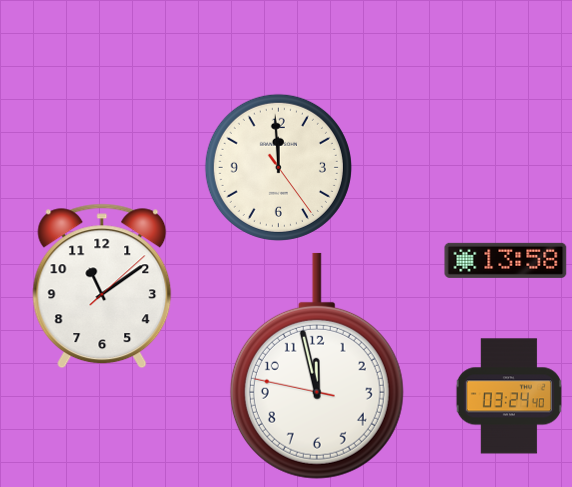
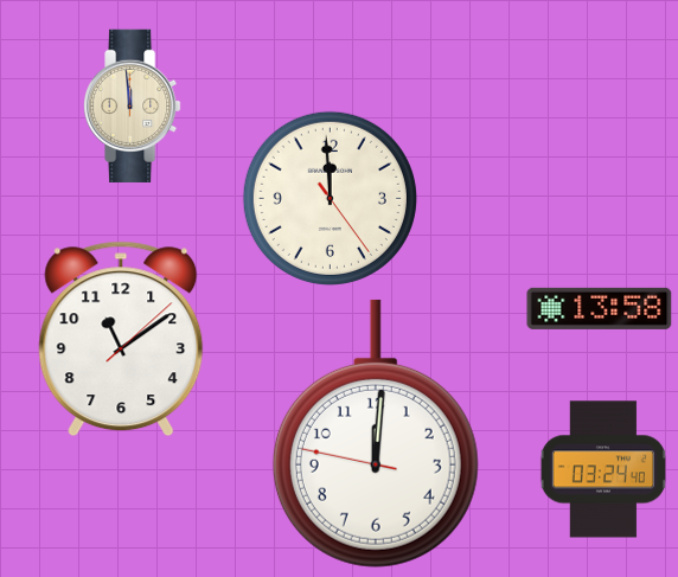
clock at (133, 105): none -> 11:59
clock at (317, 366): 11:57 -> 12:00
